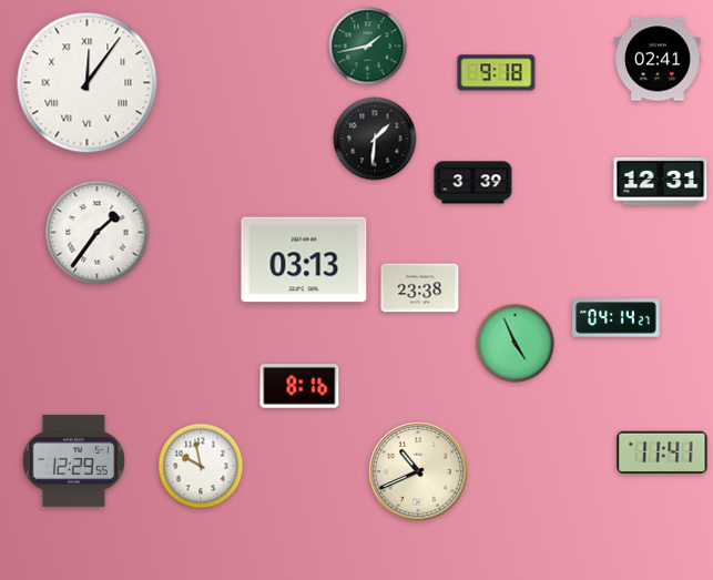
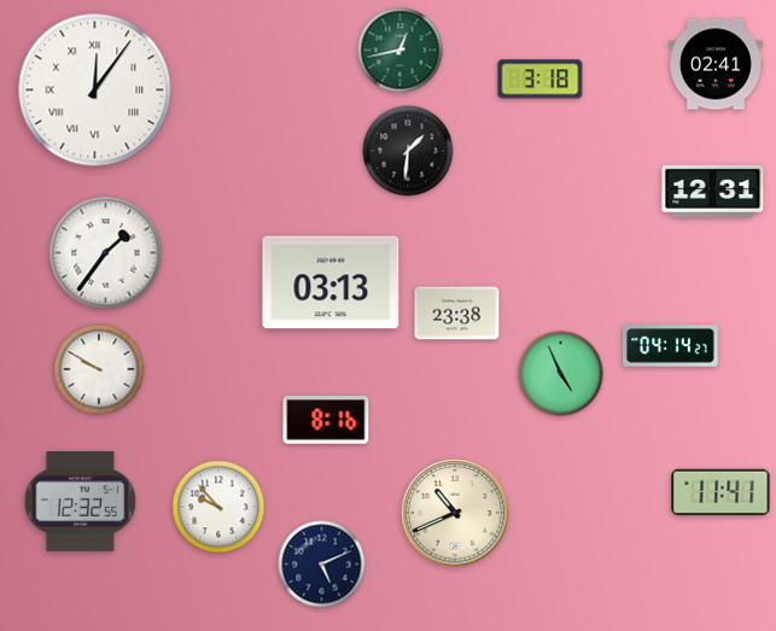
clock at (368, 47): 1:43 -> 12:43
clock at (497, 73): 9:18 -> 3:18
clock at (661, 181) position: (661, 181) -> (713, 191)
clock at (473, 183): 3:39 -> none
clock at (99, 369): none -> 9:50
clock at (73, 461): 12:29 -> 12:32
clock at (201, 466): 9:58 -> 9:53
clock at (322, 565): none -> 5:11
